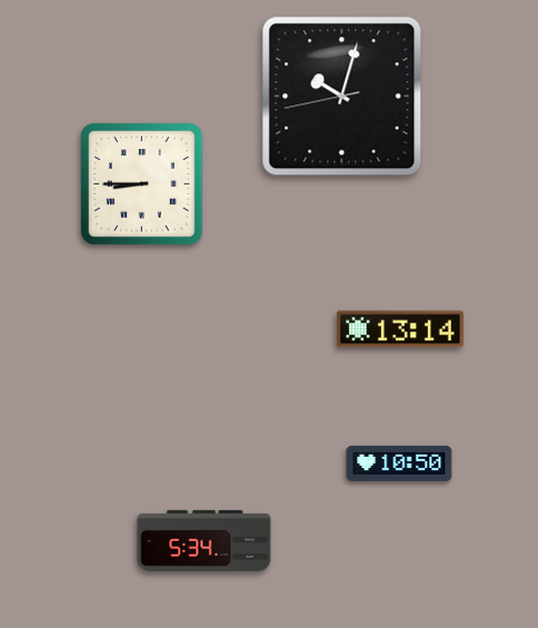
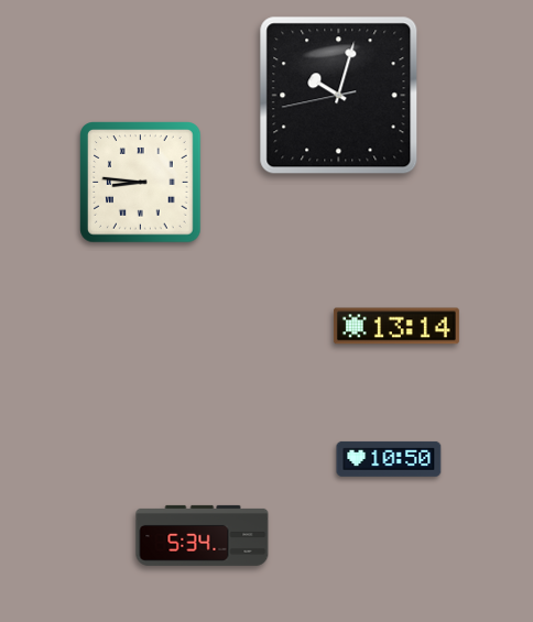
clock at (142, 185): 8:45 -> 8:46
clock at (399, 463) position: (399, 463) -> (389, 459)
